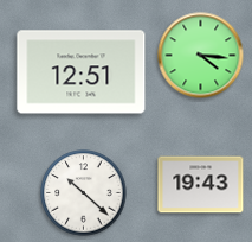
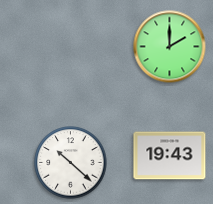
clock at (201, 56): 4:16 -> 2:00
clock at (82, 72): 12:51 -> none
